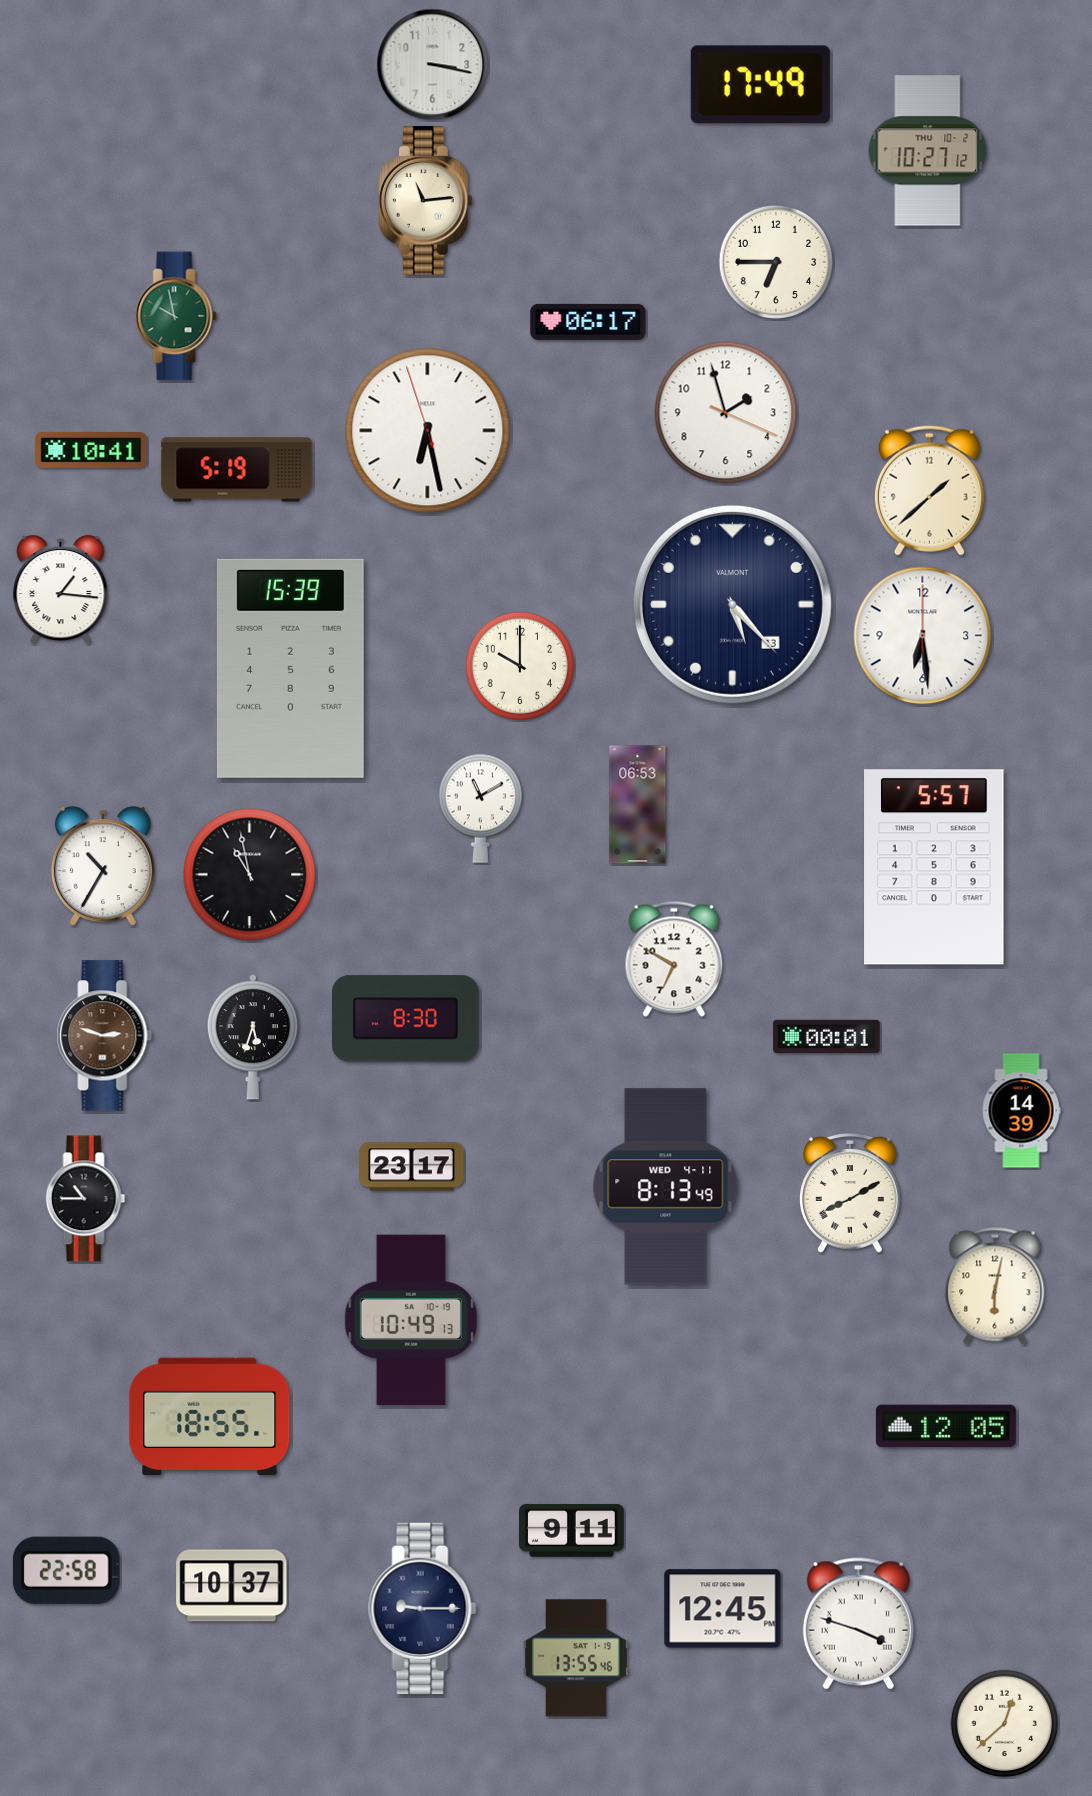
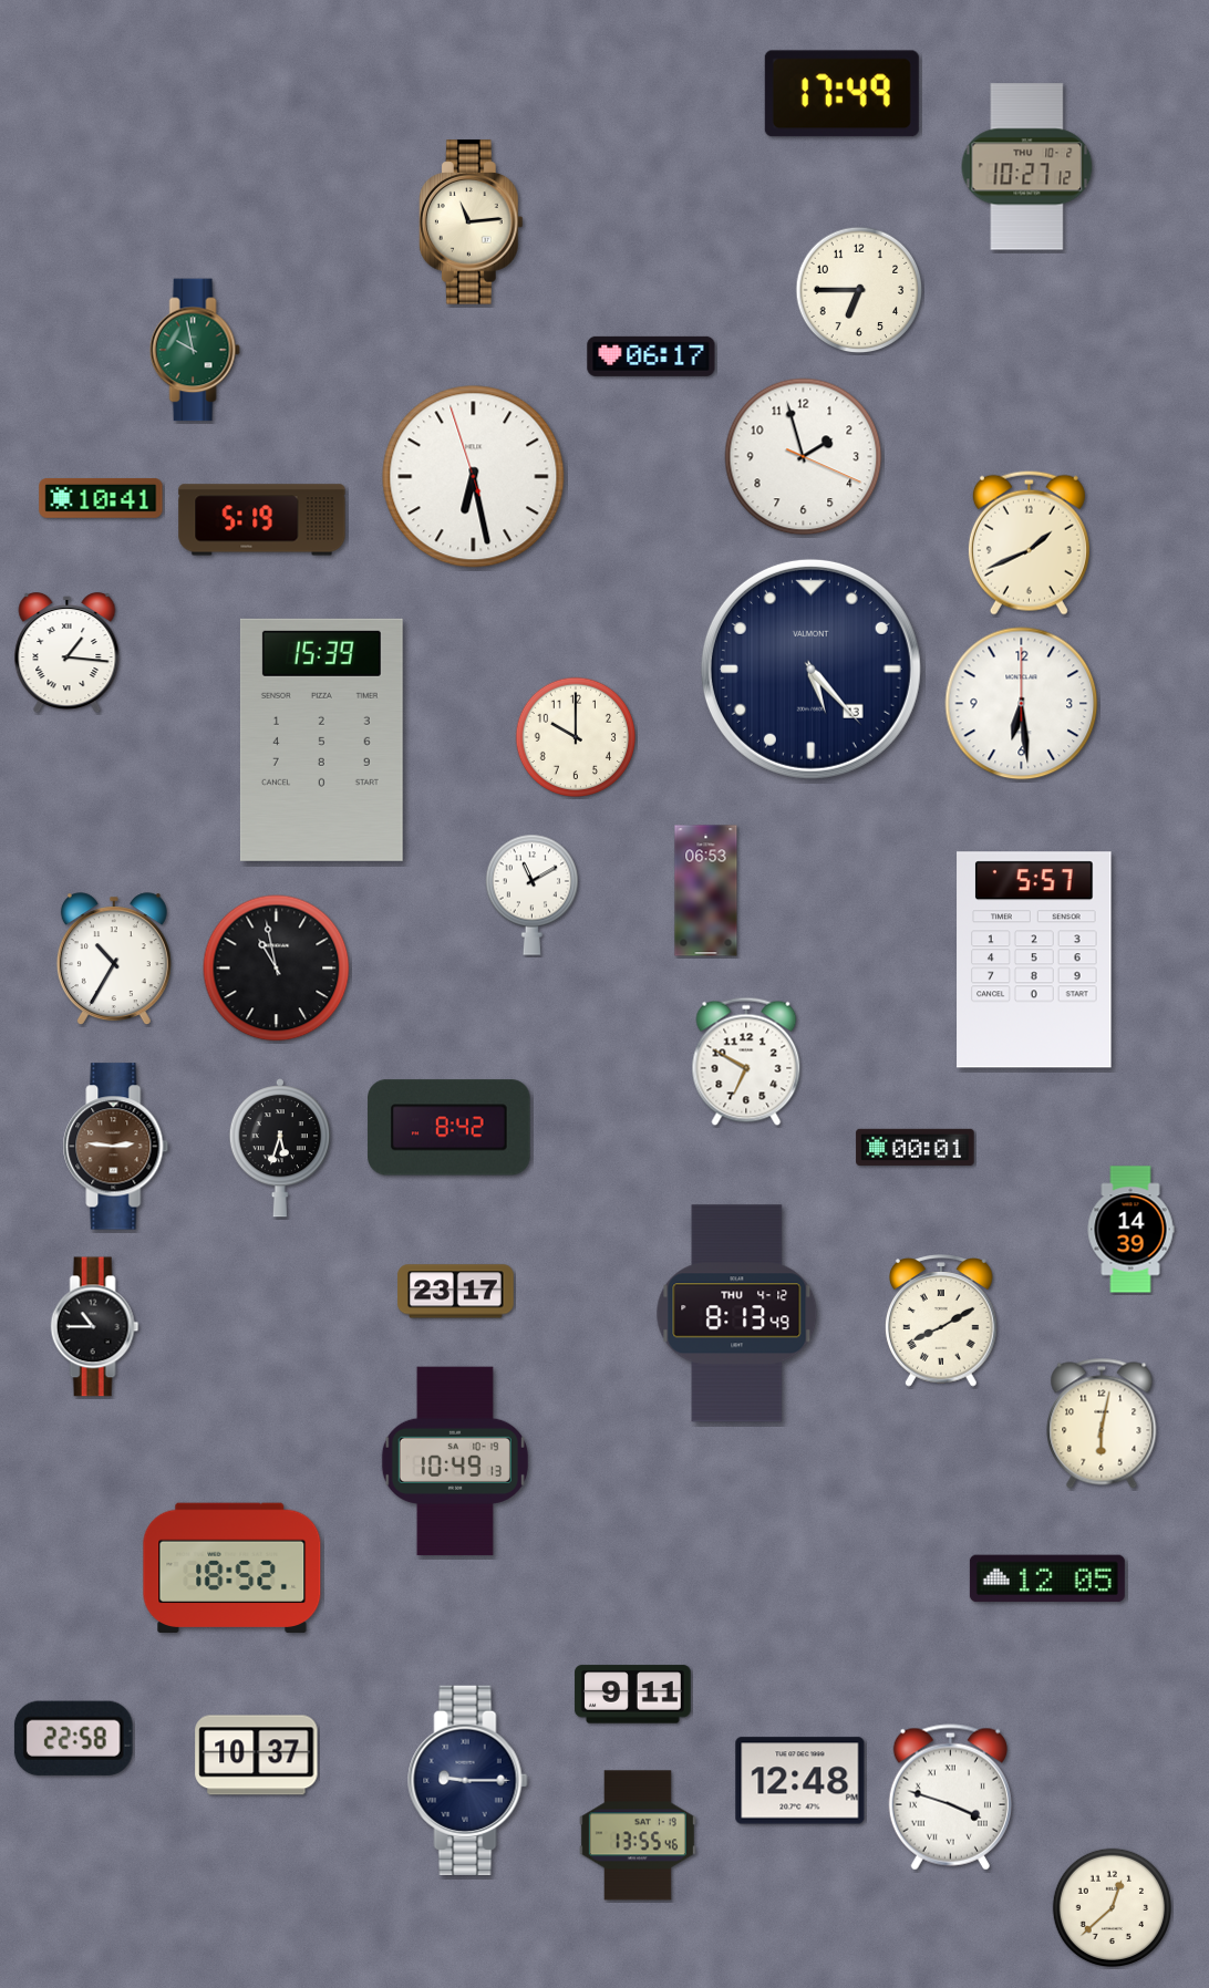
clock at (433, 65): 3:17 -> none
clock at (929, 490): 1:38 -> 1:41
clock at (406, 1019): 8:30 -> 8:42
clock at (105, 1036): 2:48 -> 2:46
clock at (666, 1187) date: WED 4-11 -> THU 4-12
clock at (210, 1417): 18:55 -> 18:52
clock at (723, 1609): 12:45 -> 12:48
